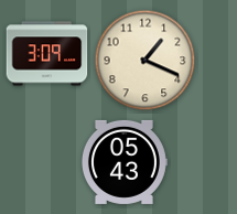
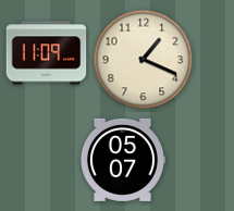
clock at (47, 54): 3:09 -> 11:09
clock at (125, 162): 05:43 -> 05:07
